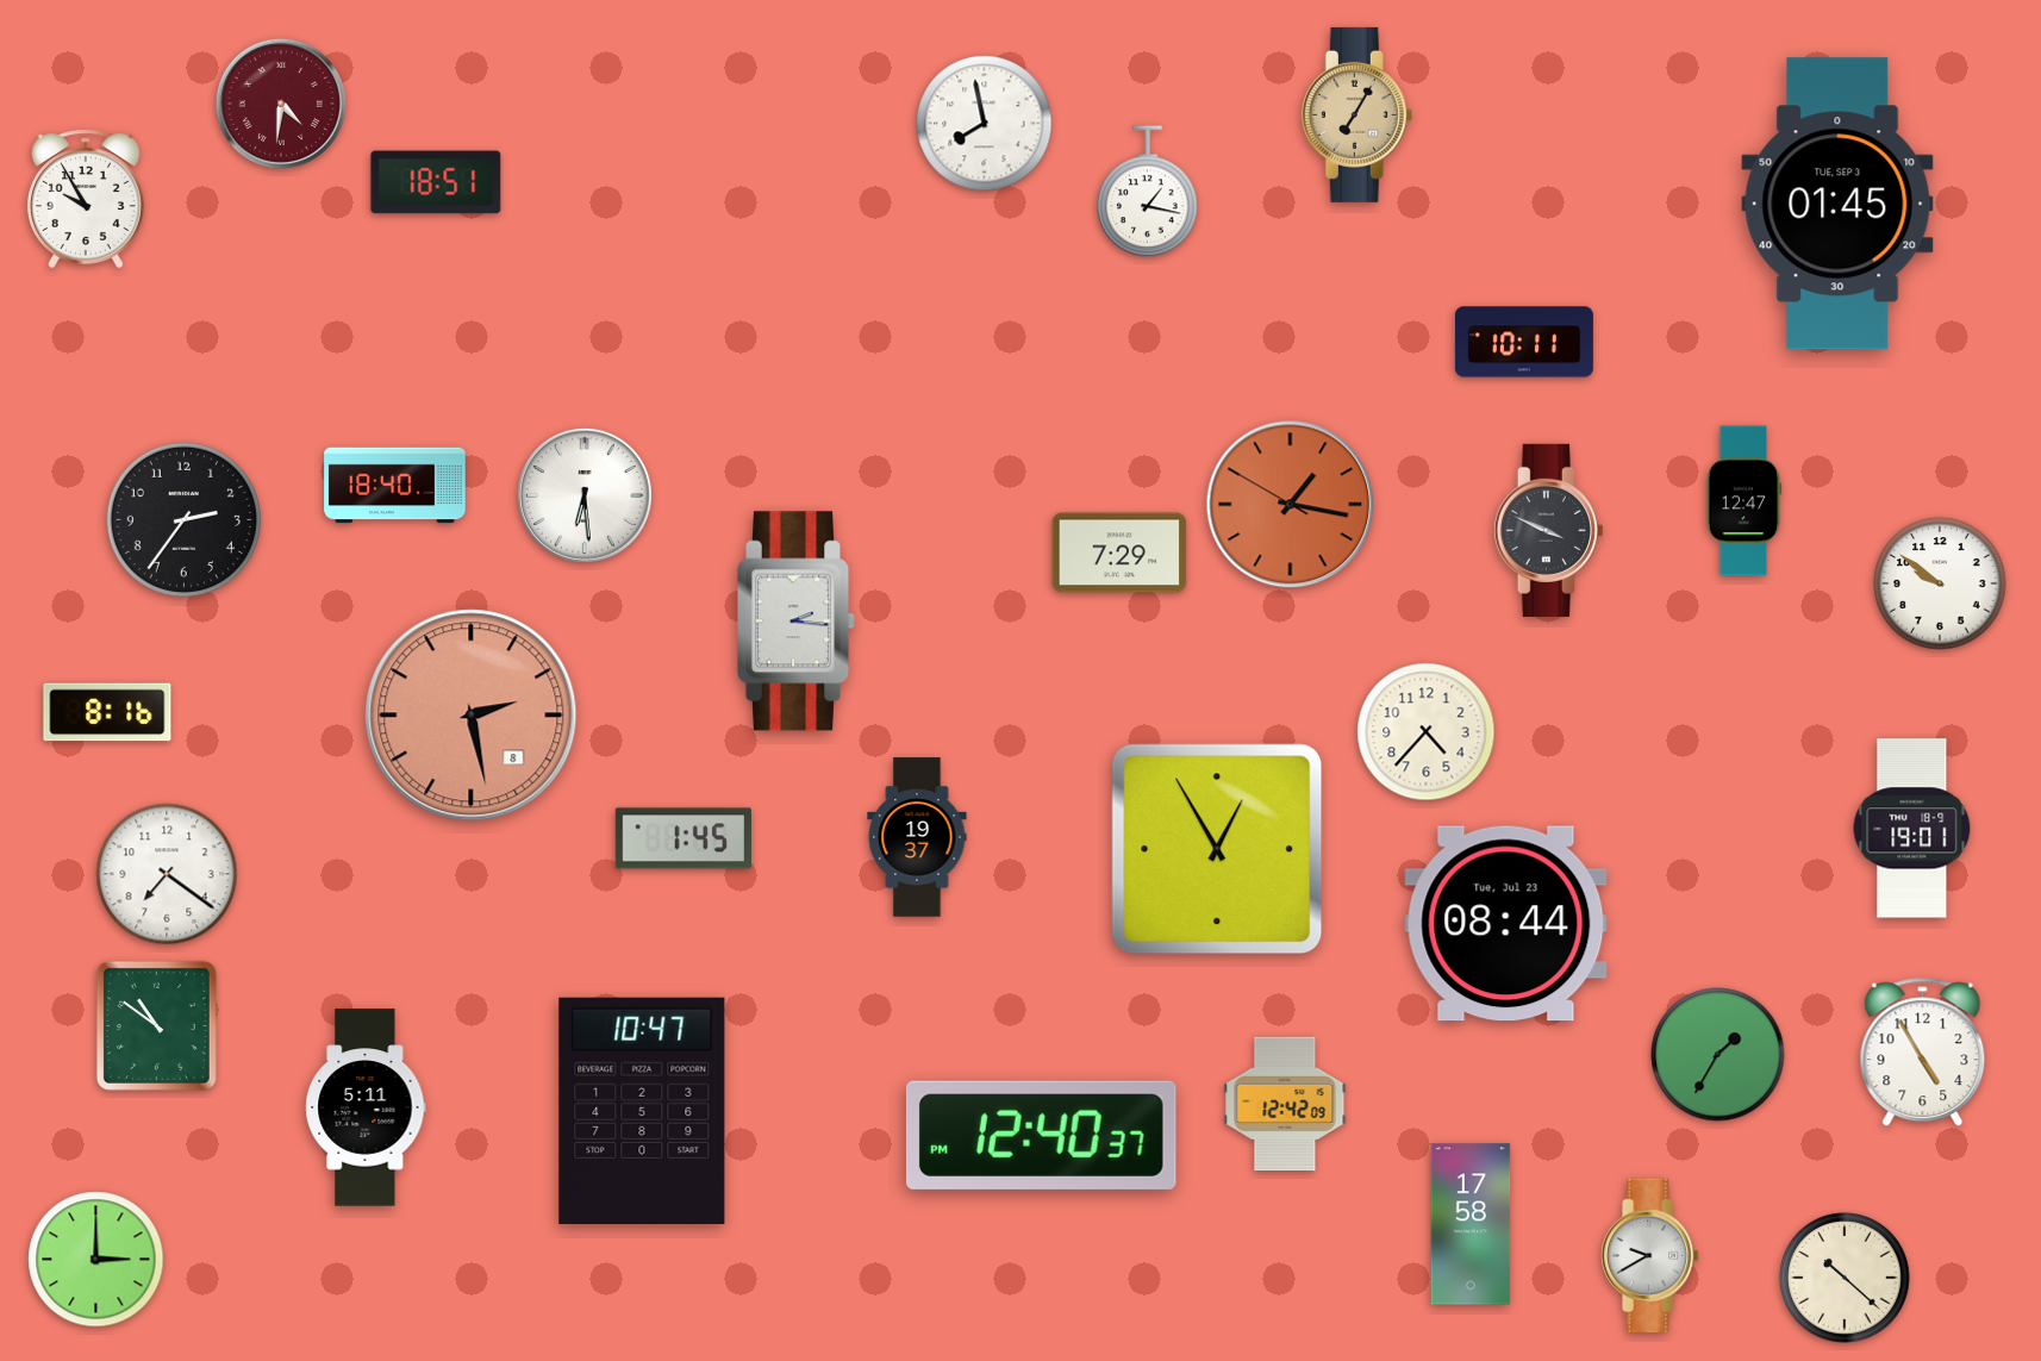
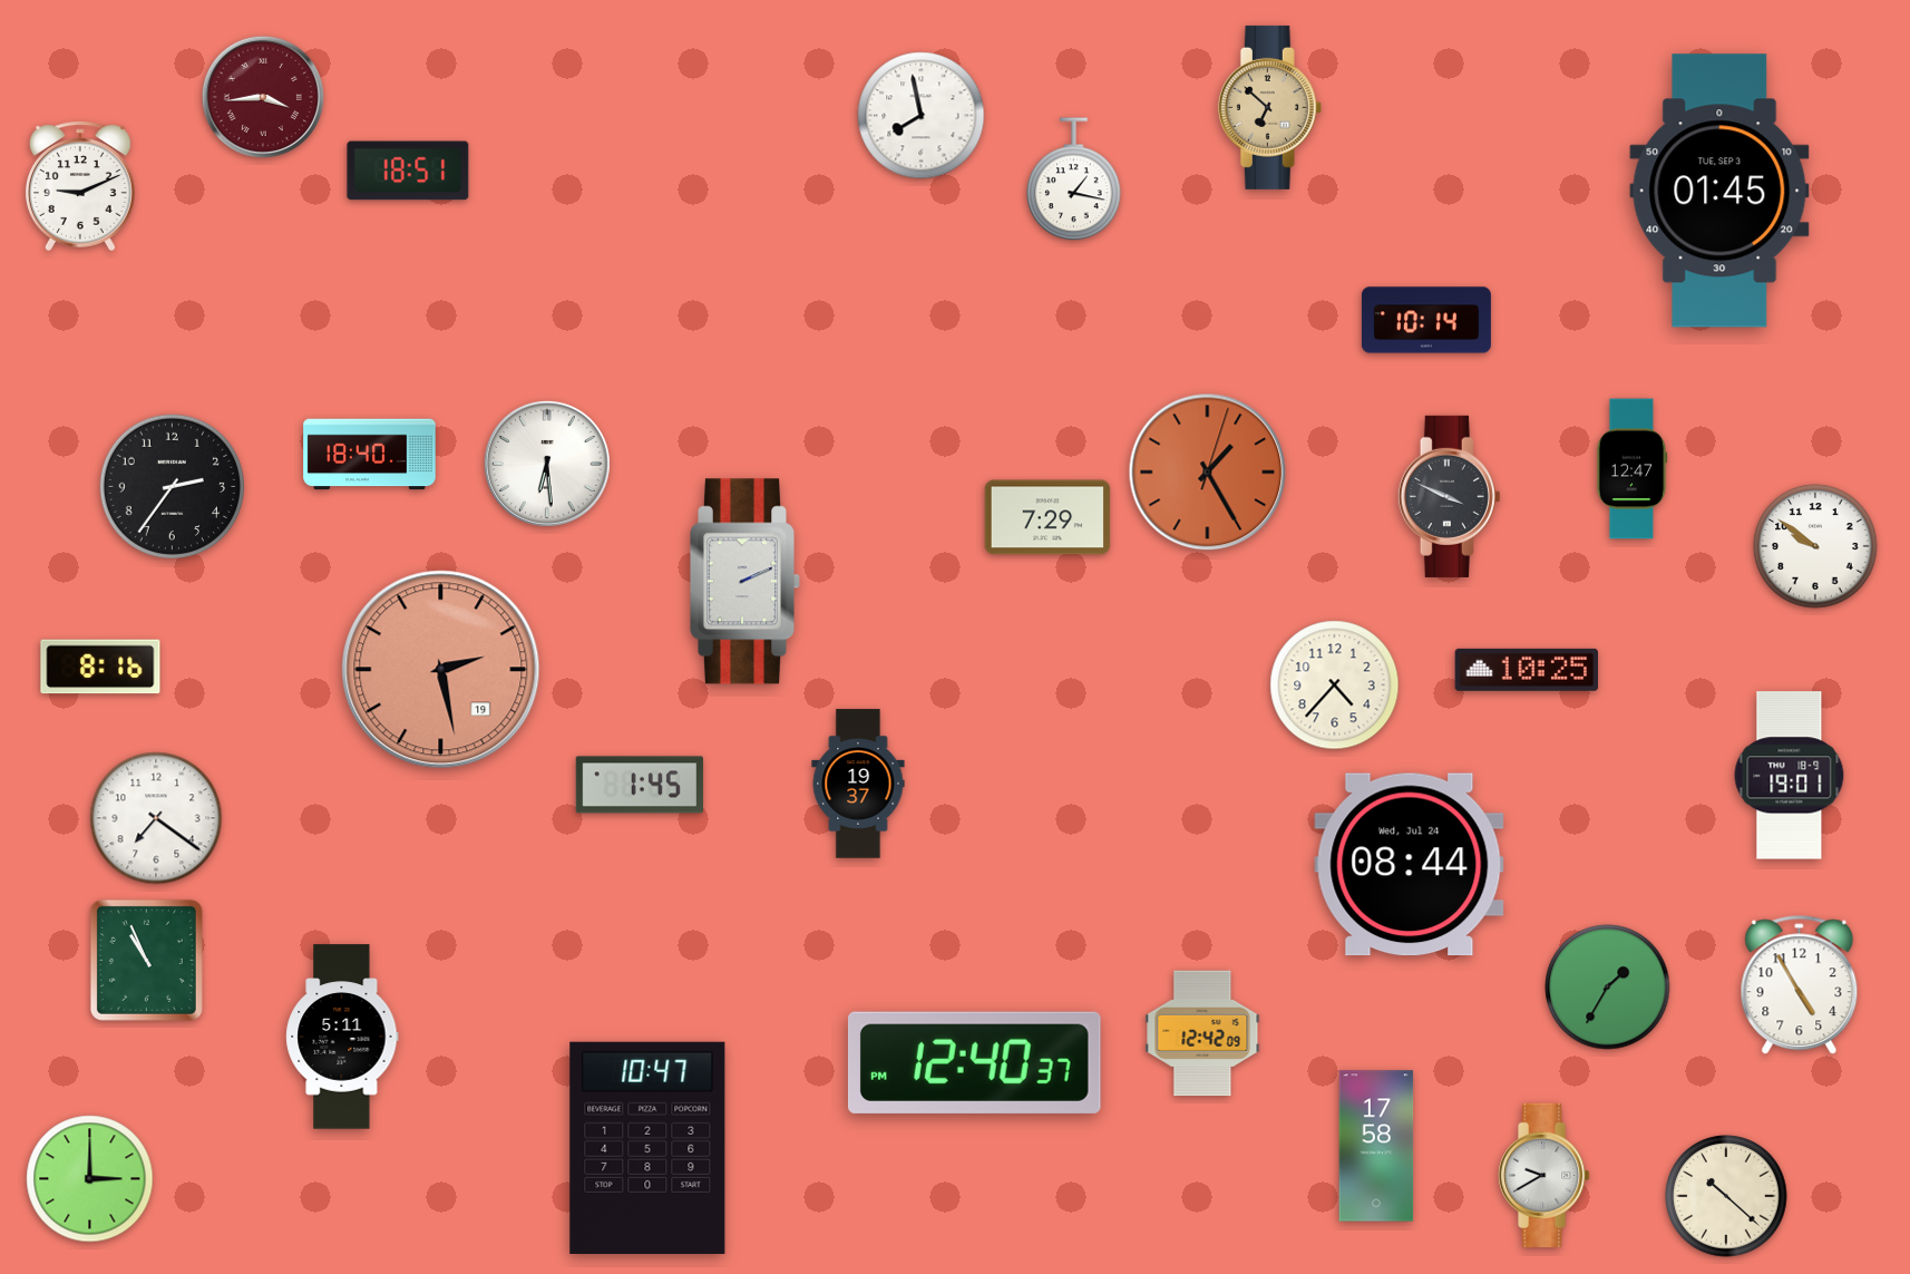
clock at (281, 104): 4:31 -> 3:44
clock at (1356, 114): 7:05 -> 6:52
clock at (86, 199): 9:55 -> 9:11
clock at (1524, 342): 10:11 -> 10:14
clock at (1291, 505): 1:16 -> 1:25
clock at (795, 622): 2:16 -> 2:11
clock at (472, 716) date: 8 -> 19
clock at (1526, 670): none -> 10:25
clock at (1217, 849): 12:55 -> none
clock at (1506, 924) date: Tue, Jul 23 -> Wed, Jul 24
clock at (156, 1025): 10:51 -> 10:56
clock at (642, 1111) position: (642, 1111) -> (647, 1148)
